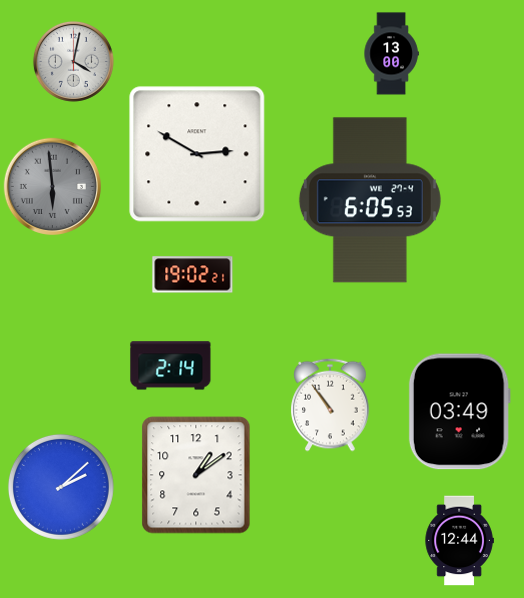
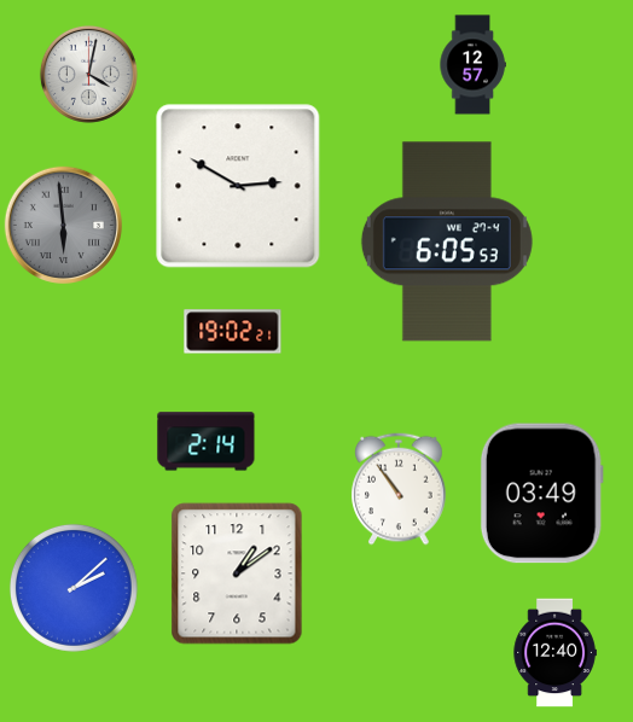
clock at (391, 54): 13:00 -> 12:57
clock at (459, 412) position: (459, 412) -> (541, 494)
clock at (459, 541): 12:44 -> 12:40
